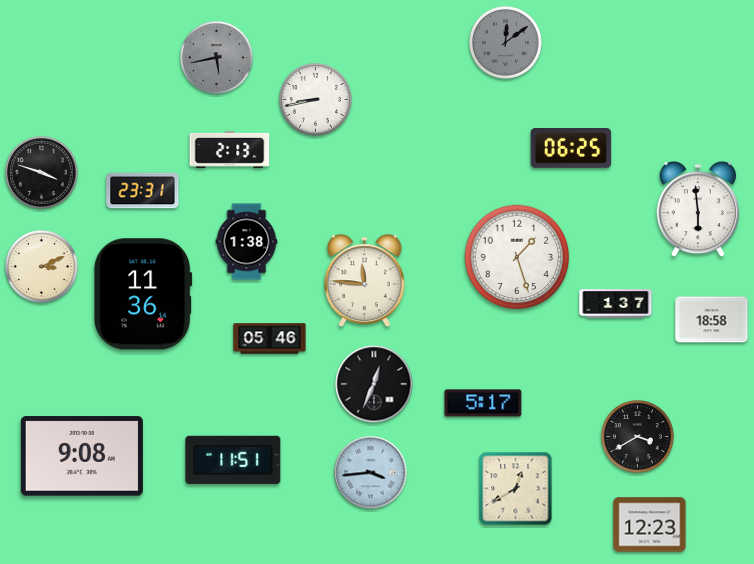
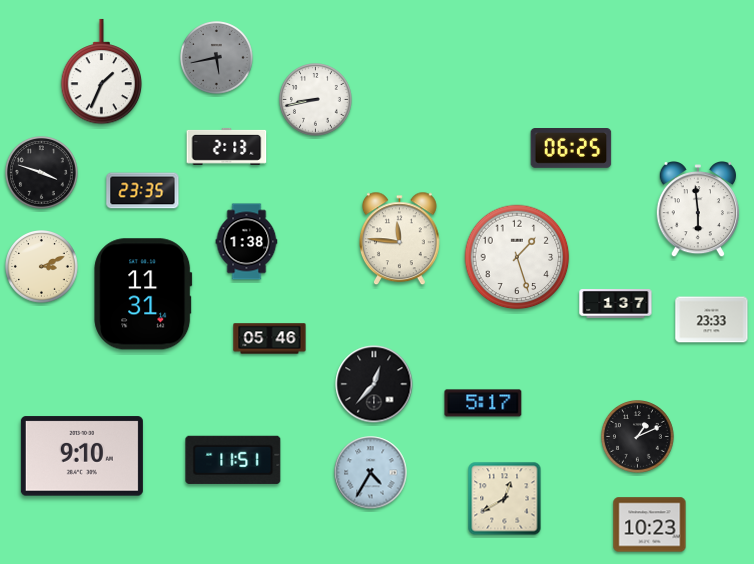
clock at (506, 43): 12:09 -> none
clock at (102, 72): none -> 1:34
clock at (230, 149) position: (230, 149) -> (227, 146)
clock at (143, 191): 23:31 -> 23:35
clock at (364, 281) position: (364, 281) -> (399, 239)
clock at (143, 294): 11:36 -> 11:31
clock at (712, 320): 18:58 -> 23:33
clock at (374, 384): 12:34 -> 12:37
clock at (638, 437): 3:40 -> 1:11
clock at (82, 456): 9:08 -> 9:10
clock at (371, 473): 3:44 -> 4:35
clock at (516, 489) position: (516, 489) -> (505, 499)
clock at (650, 525): 12:23 -> 10:23
